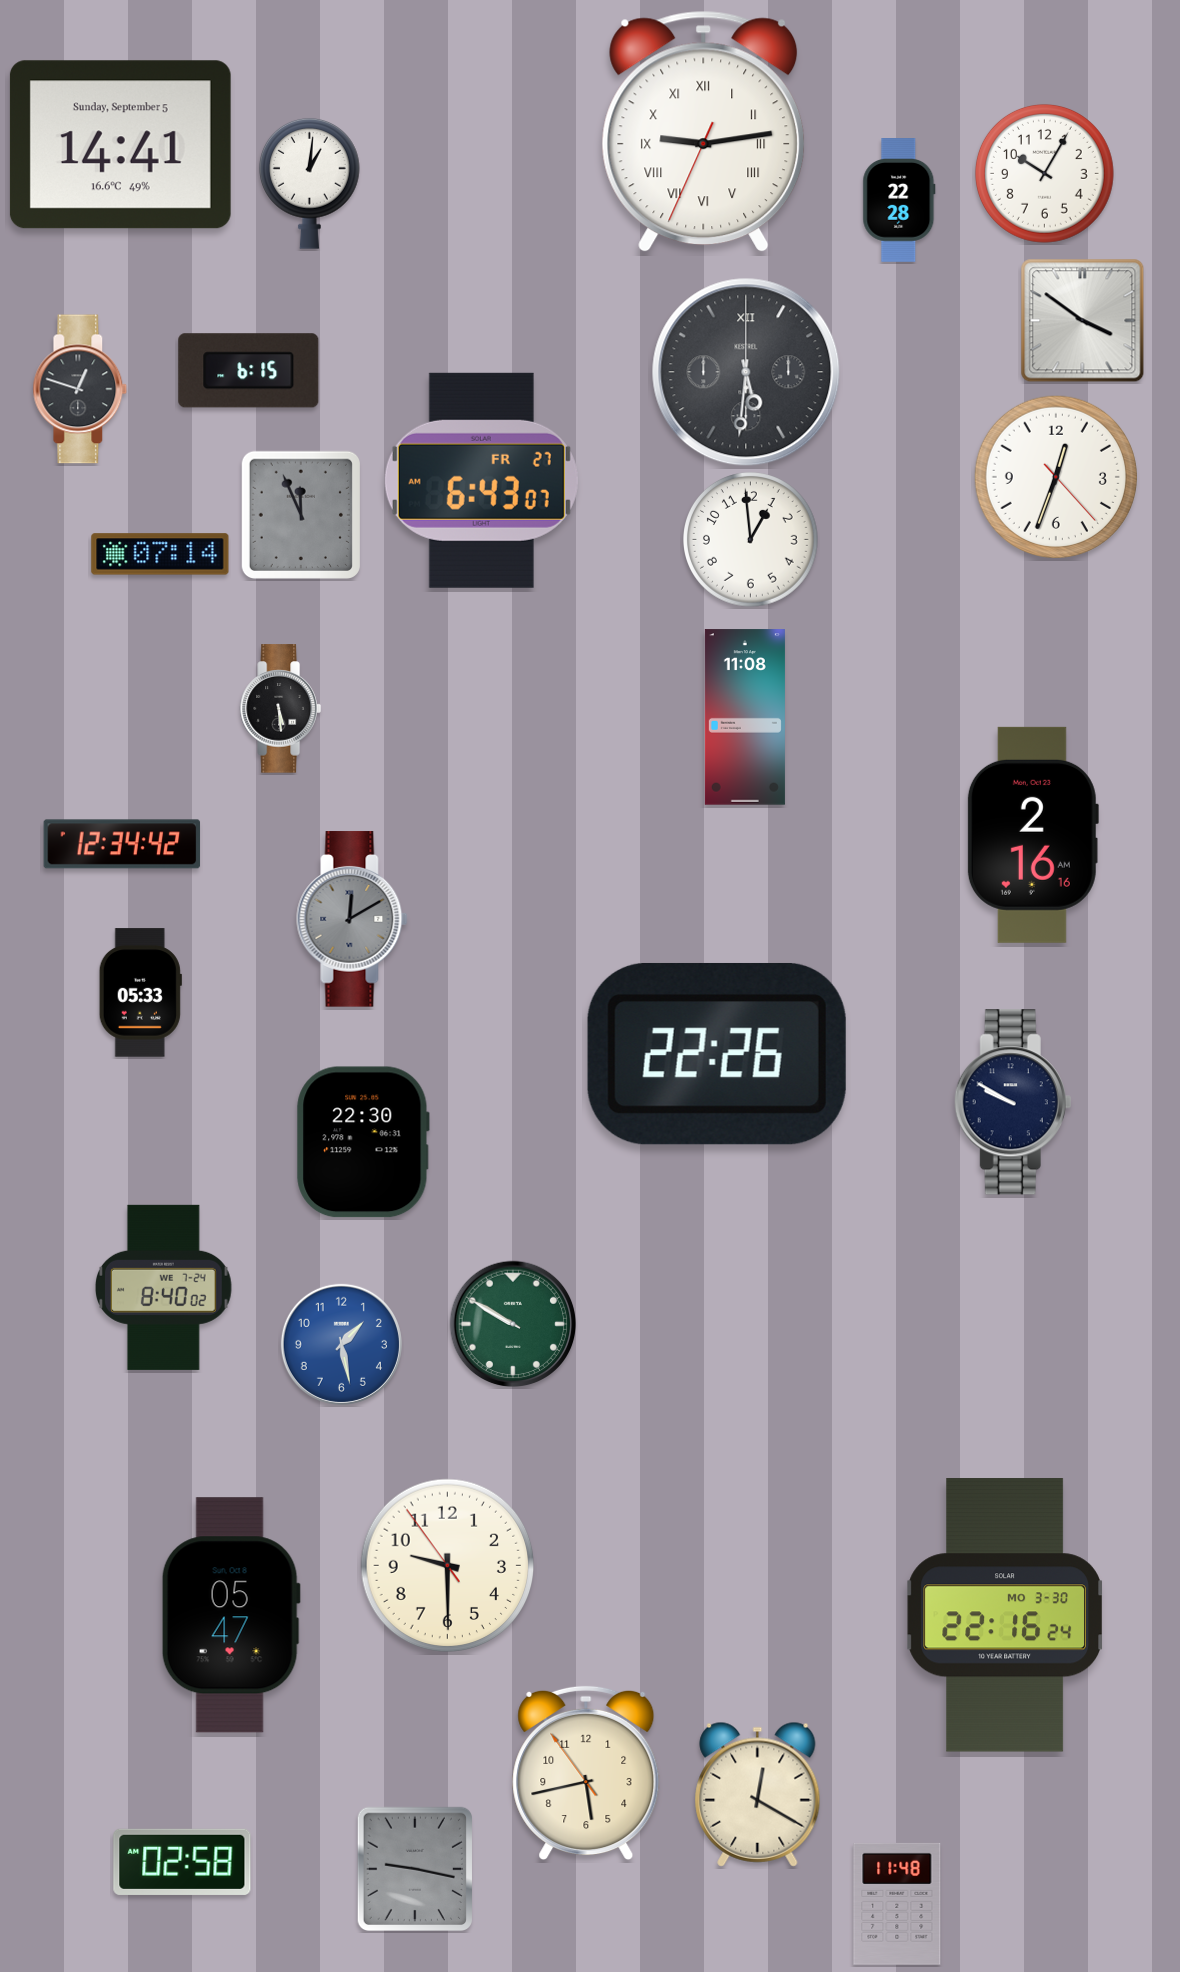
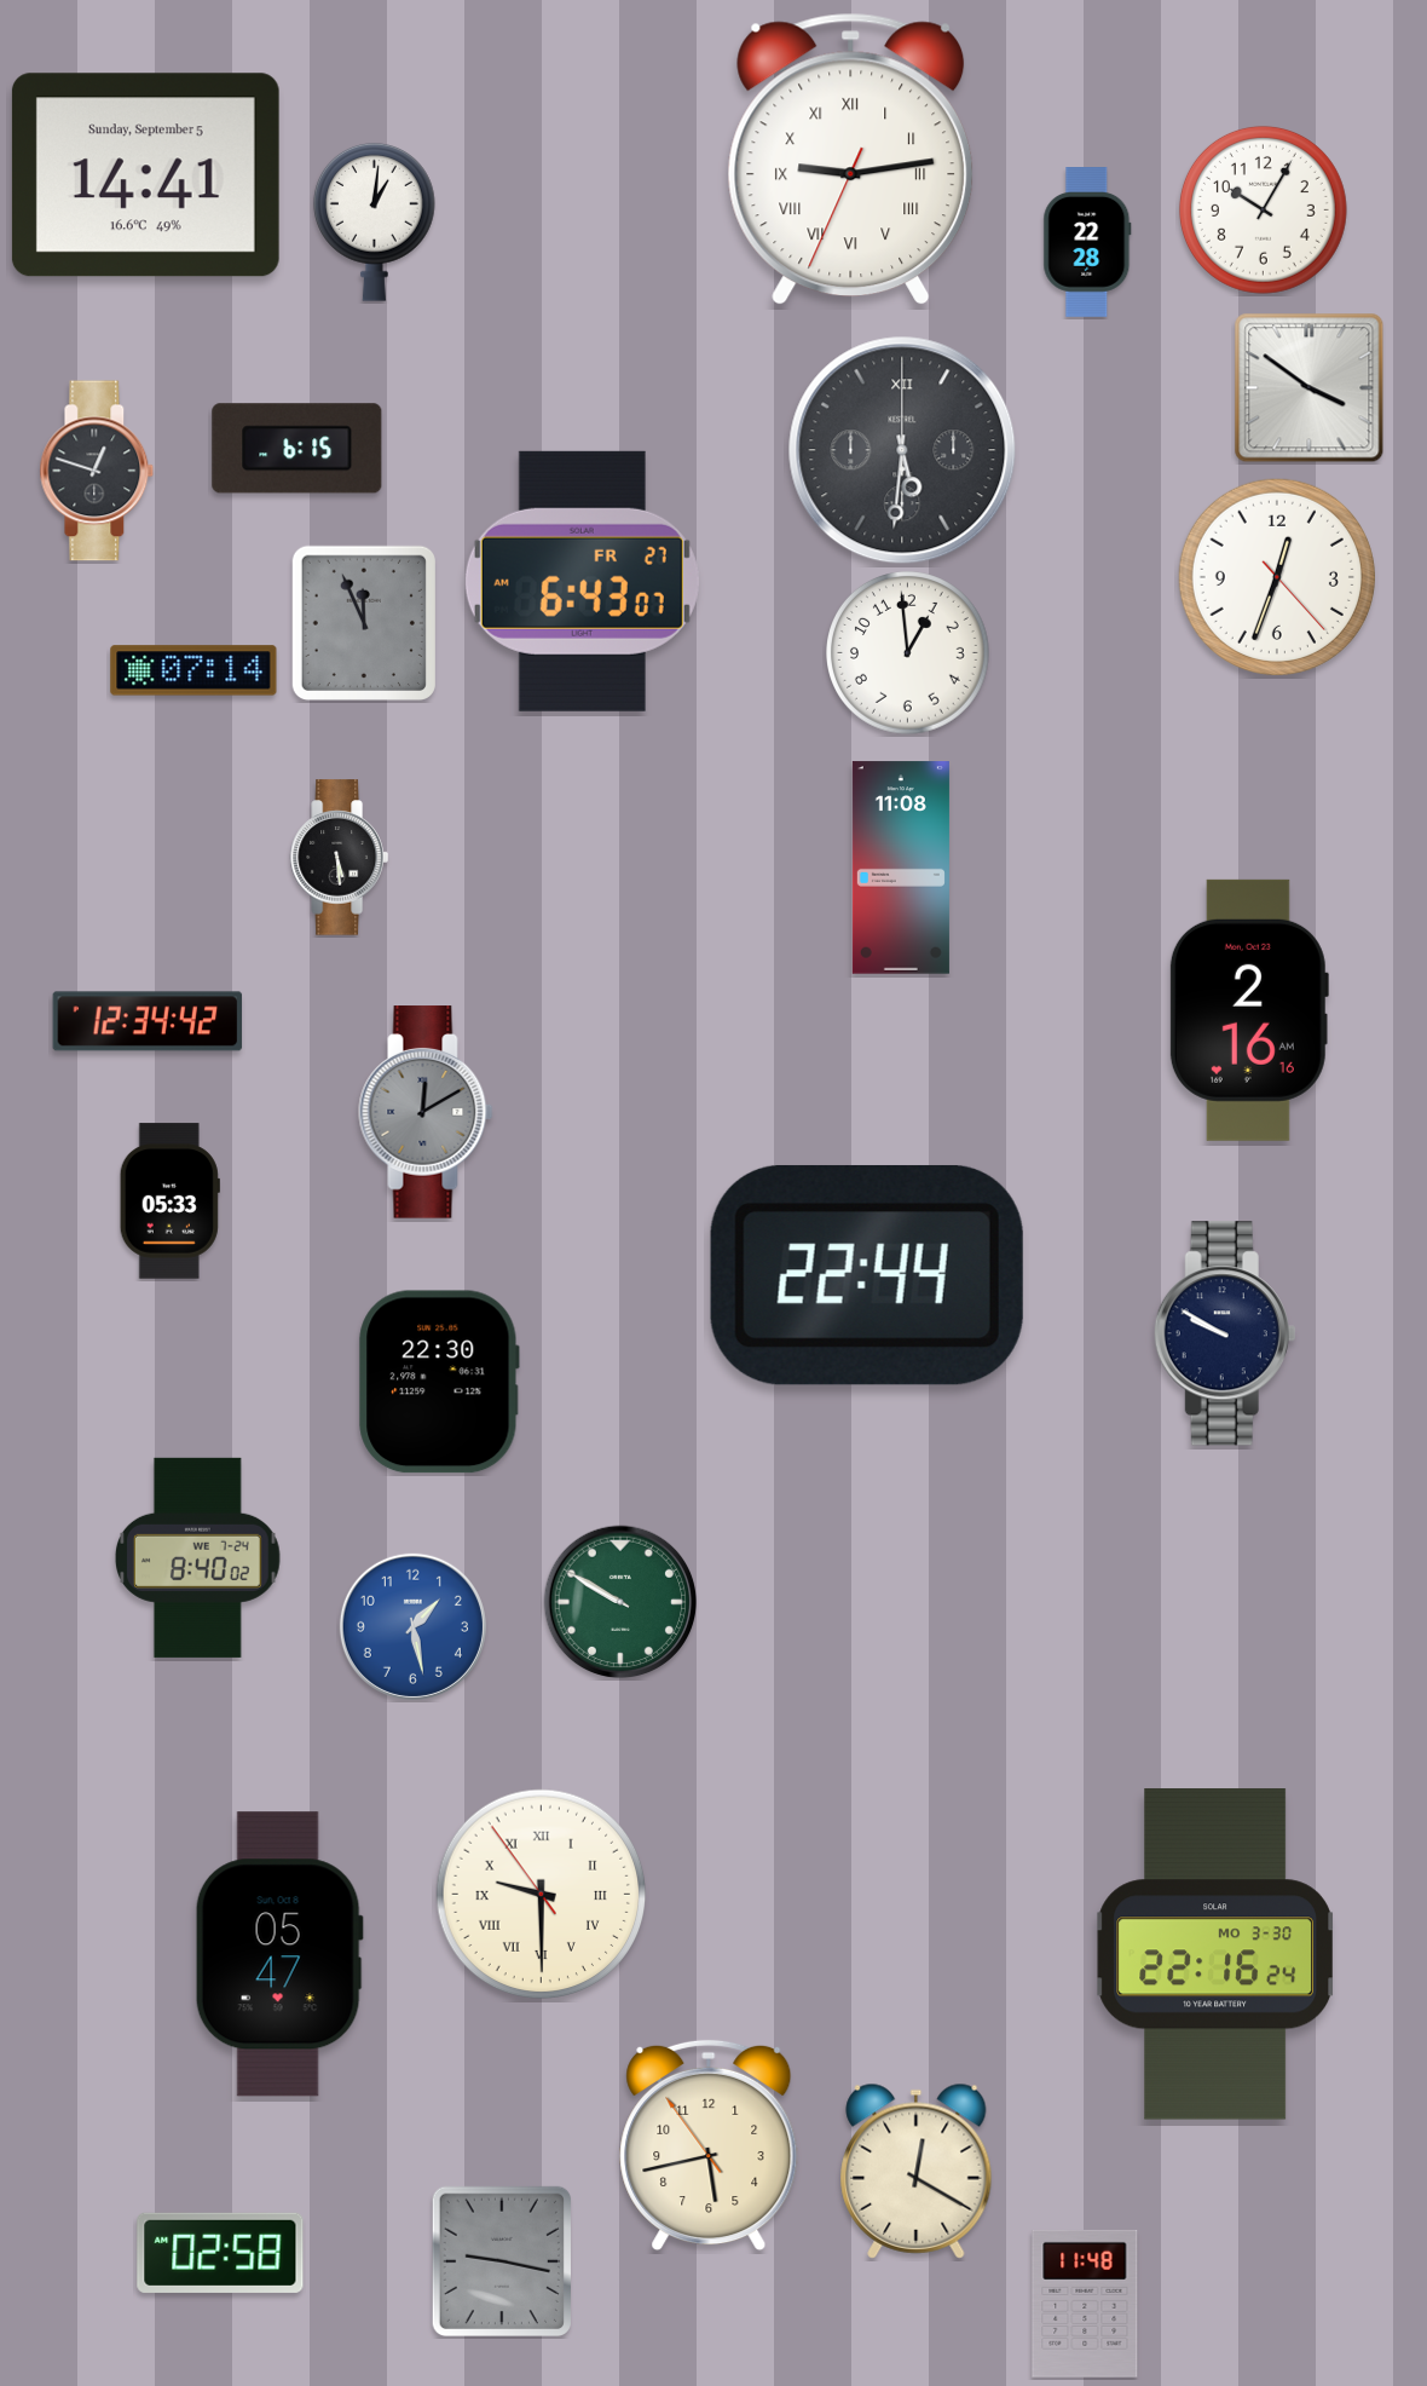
clock at (249, 371) position: (249, 371) -> (297, 449)
clock at (717, 1054): 22:26 -> 22:44
clock at (448, 1566) numerals: Arabic -> Roman
